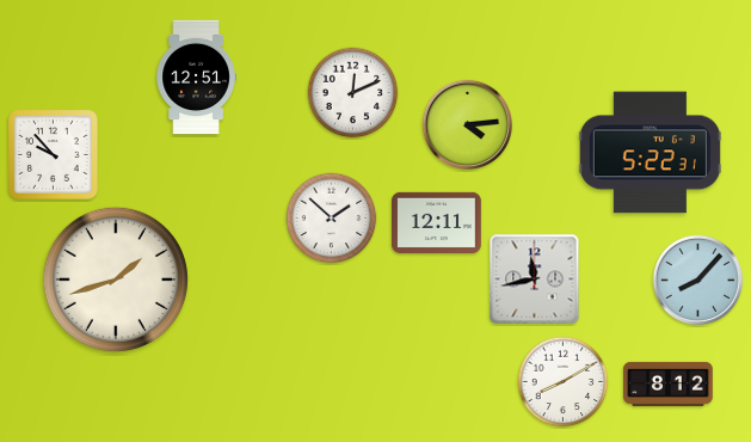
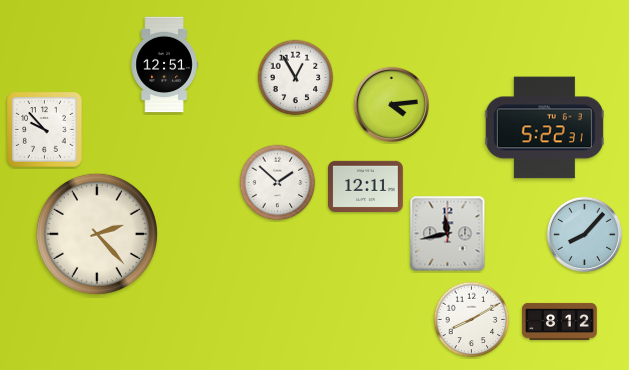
clock at (353, 93): 12:11 -> 12:55
clock at (116, 280): 1:42 -> 2:23
